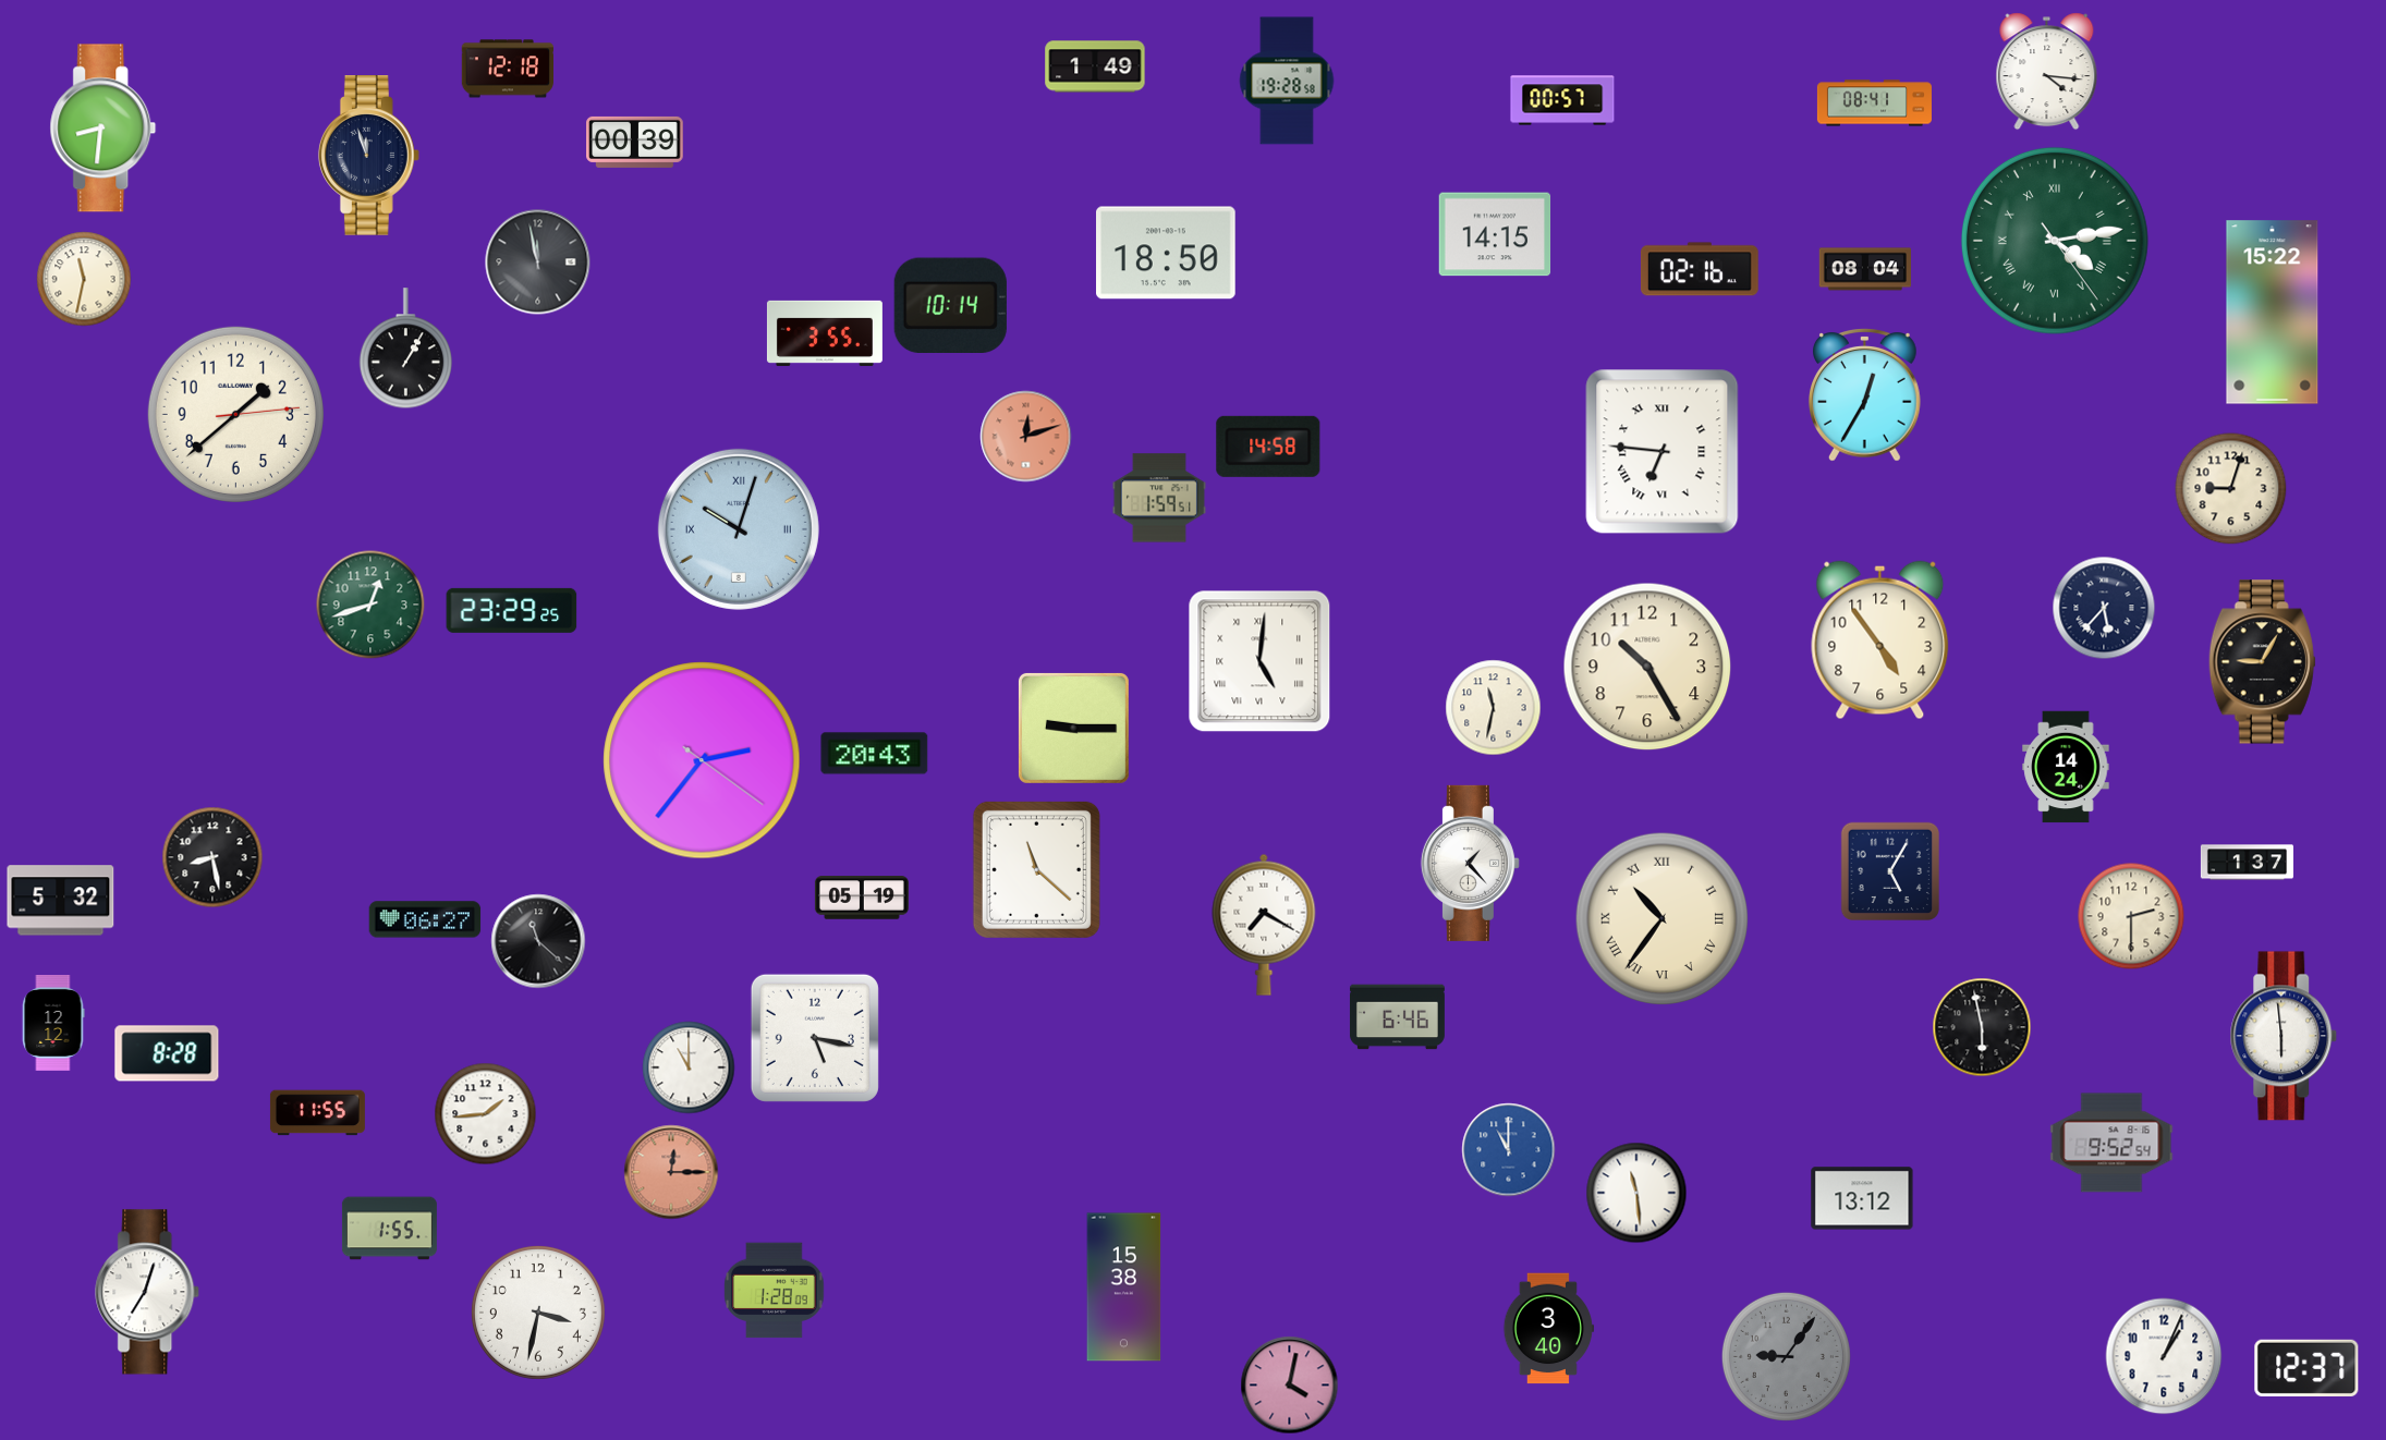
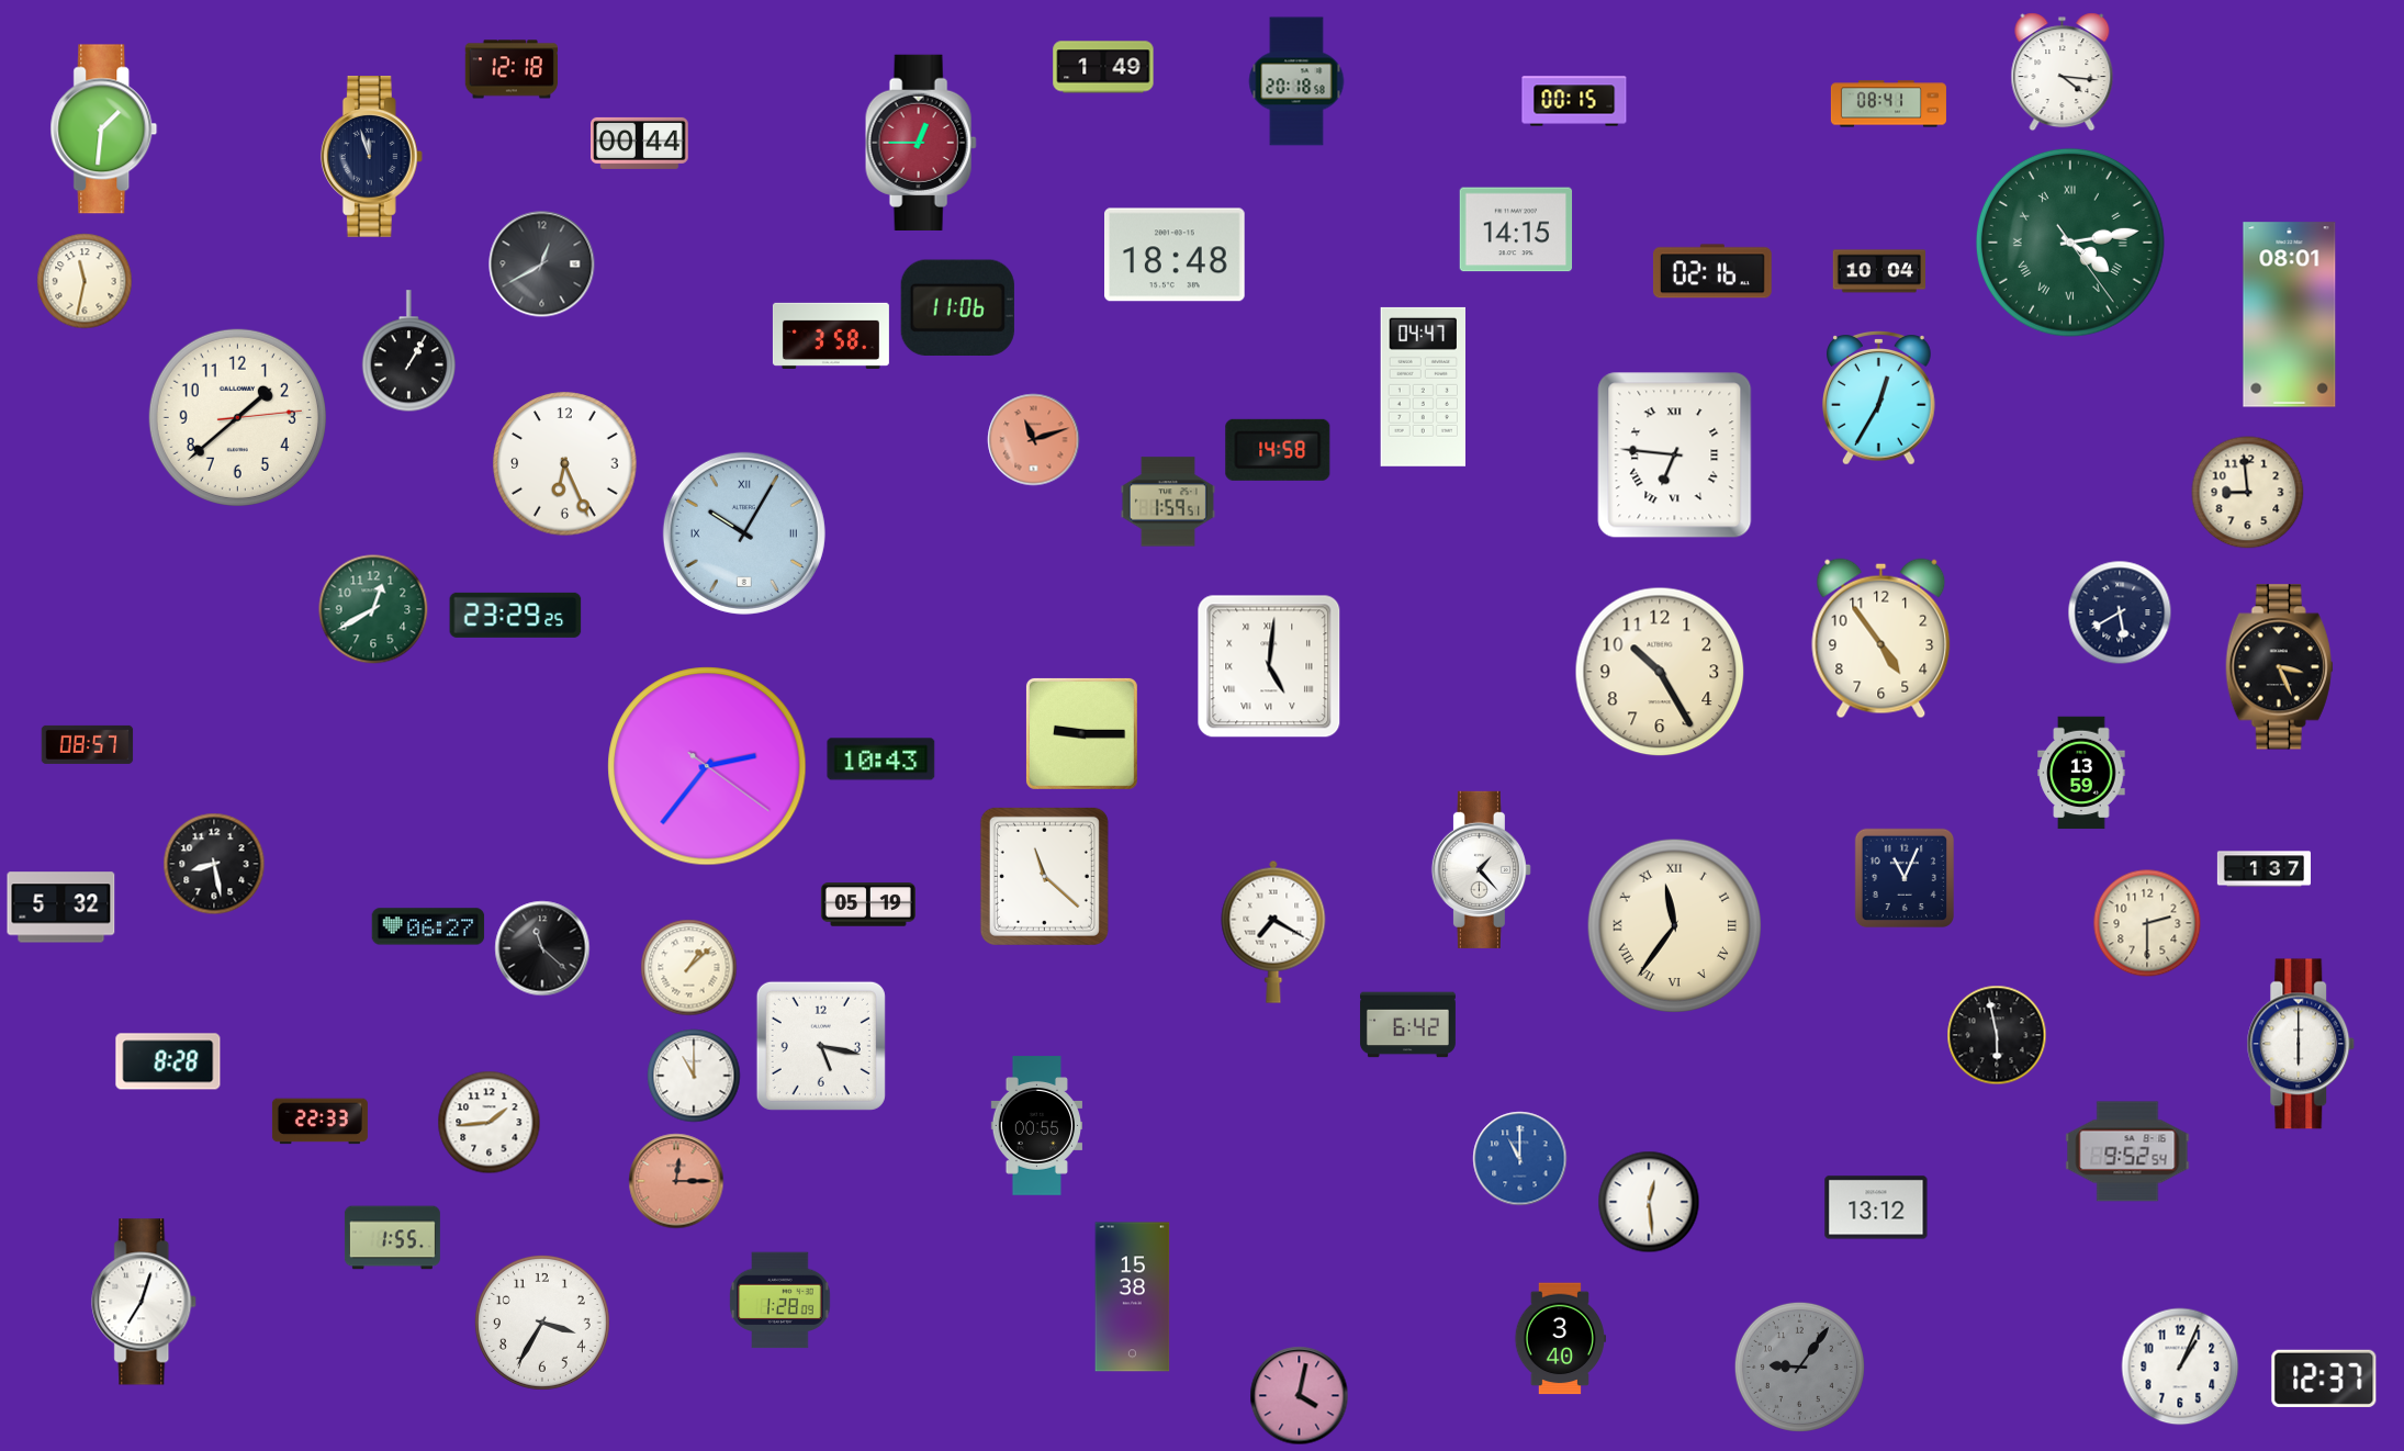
clock at (1287, 81): 19:28 -> 20:18
clock at (1562, 100): 00:57 -> 00:15
clock at (104, 129): 8:31 -> 1:31
clock at (635, 142): 00:39 -> 00:44
clock at (921, 143): none -> 12:45
clock at (1495, 234) position: (1495, 234) -> (1516, 229)
clock at (1167, 253): 18:50 -> 18:48
clock at (538, 263): 11:58 -> 12:40
clock at (1864, 269): 08:04 -> 10:04
clock at (950, 305): 10:14 -> 11:06
clock at (2273, 313): 15:22 -> 08:01
clock at (825, 333): 3:55 -> 3:58
clock at (1423, 386): none -> 04:47
clock at (1026, 437): 12:12 -> 11:12
clock at (565, 464): none -> 6:26
clock at (2231, 489): 9:03 -> 8:59
clock at (739, 529): 10:03 -> 10:05
clock at (370, 605): 12:42 -> 12:40
clock at (2104, 608): 5:37 -> 5:40
clock at (1880, 640) position: (1880, 640) -> (1881, 639)
clock at (2262, 662): 9:05 -> 3:26
clock at (1494, 708): 11:32 -> none
clock at (88, 744): none -> 08:57
clock at (875, 754): 20:43 -> 10:43
clock at (2066, 767): 14:24 -> 13:59
clock at (1889, 870): 5:05 -> 11:04
clock at (1661, 918): 10:36 -> 11:36
clock at (689, 968): none -> 1:08
clock at (1397, 1017): 6:46 -> 6:42
clock at (53, 1024): 12:12 -> none
clock at (2284, 1036): 5:59 -> 6:00
clock at (317, 1113): 11:55 -> 22:33
clock at (1036, 1126): none -> 00:55
clock at (1636, 1193): 11:29 -> 12:29
clock at (148, 1292) position: (148, 1292) -> (145, 1302)
clock at (538, 1313): 3:32 -> 3:35
